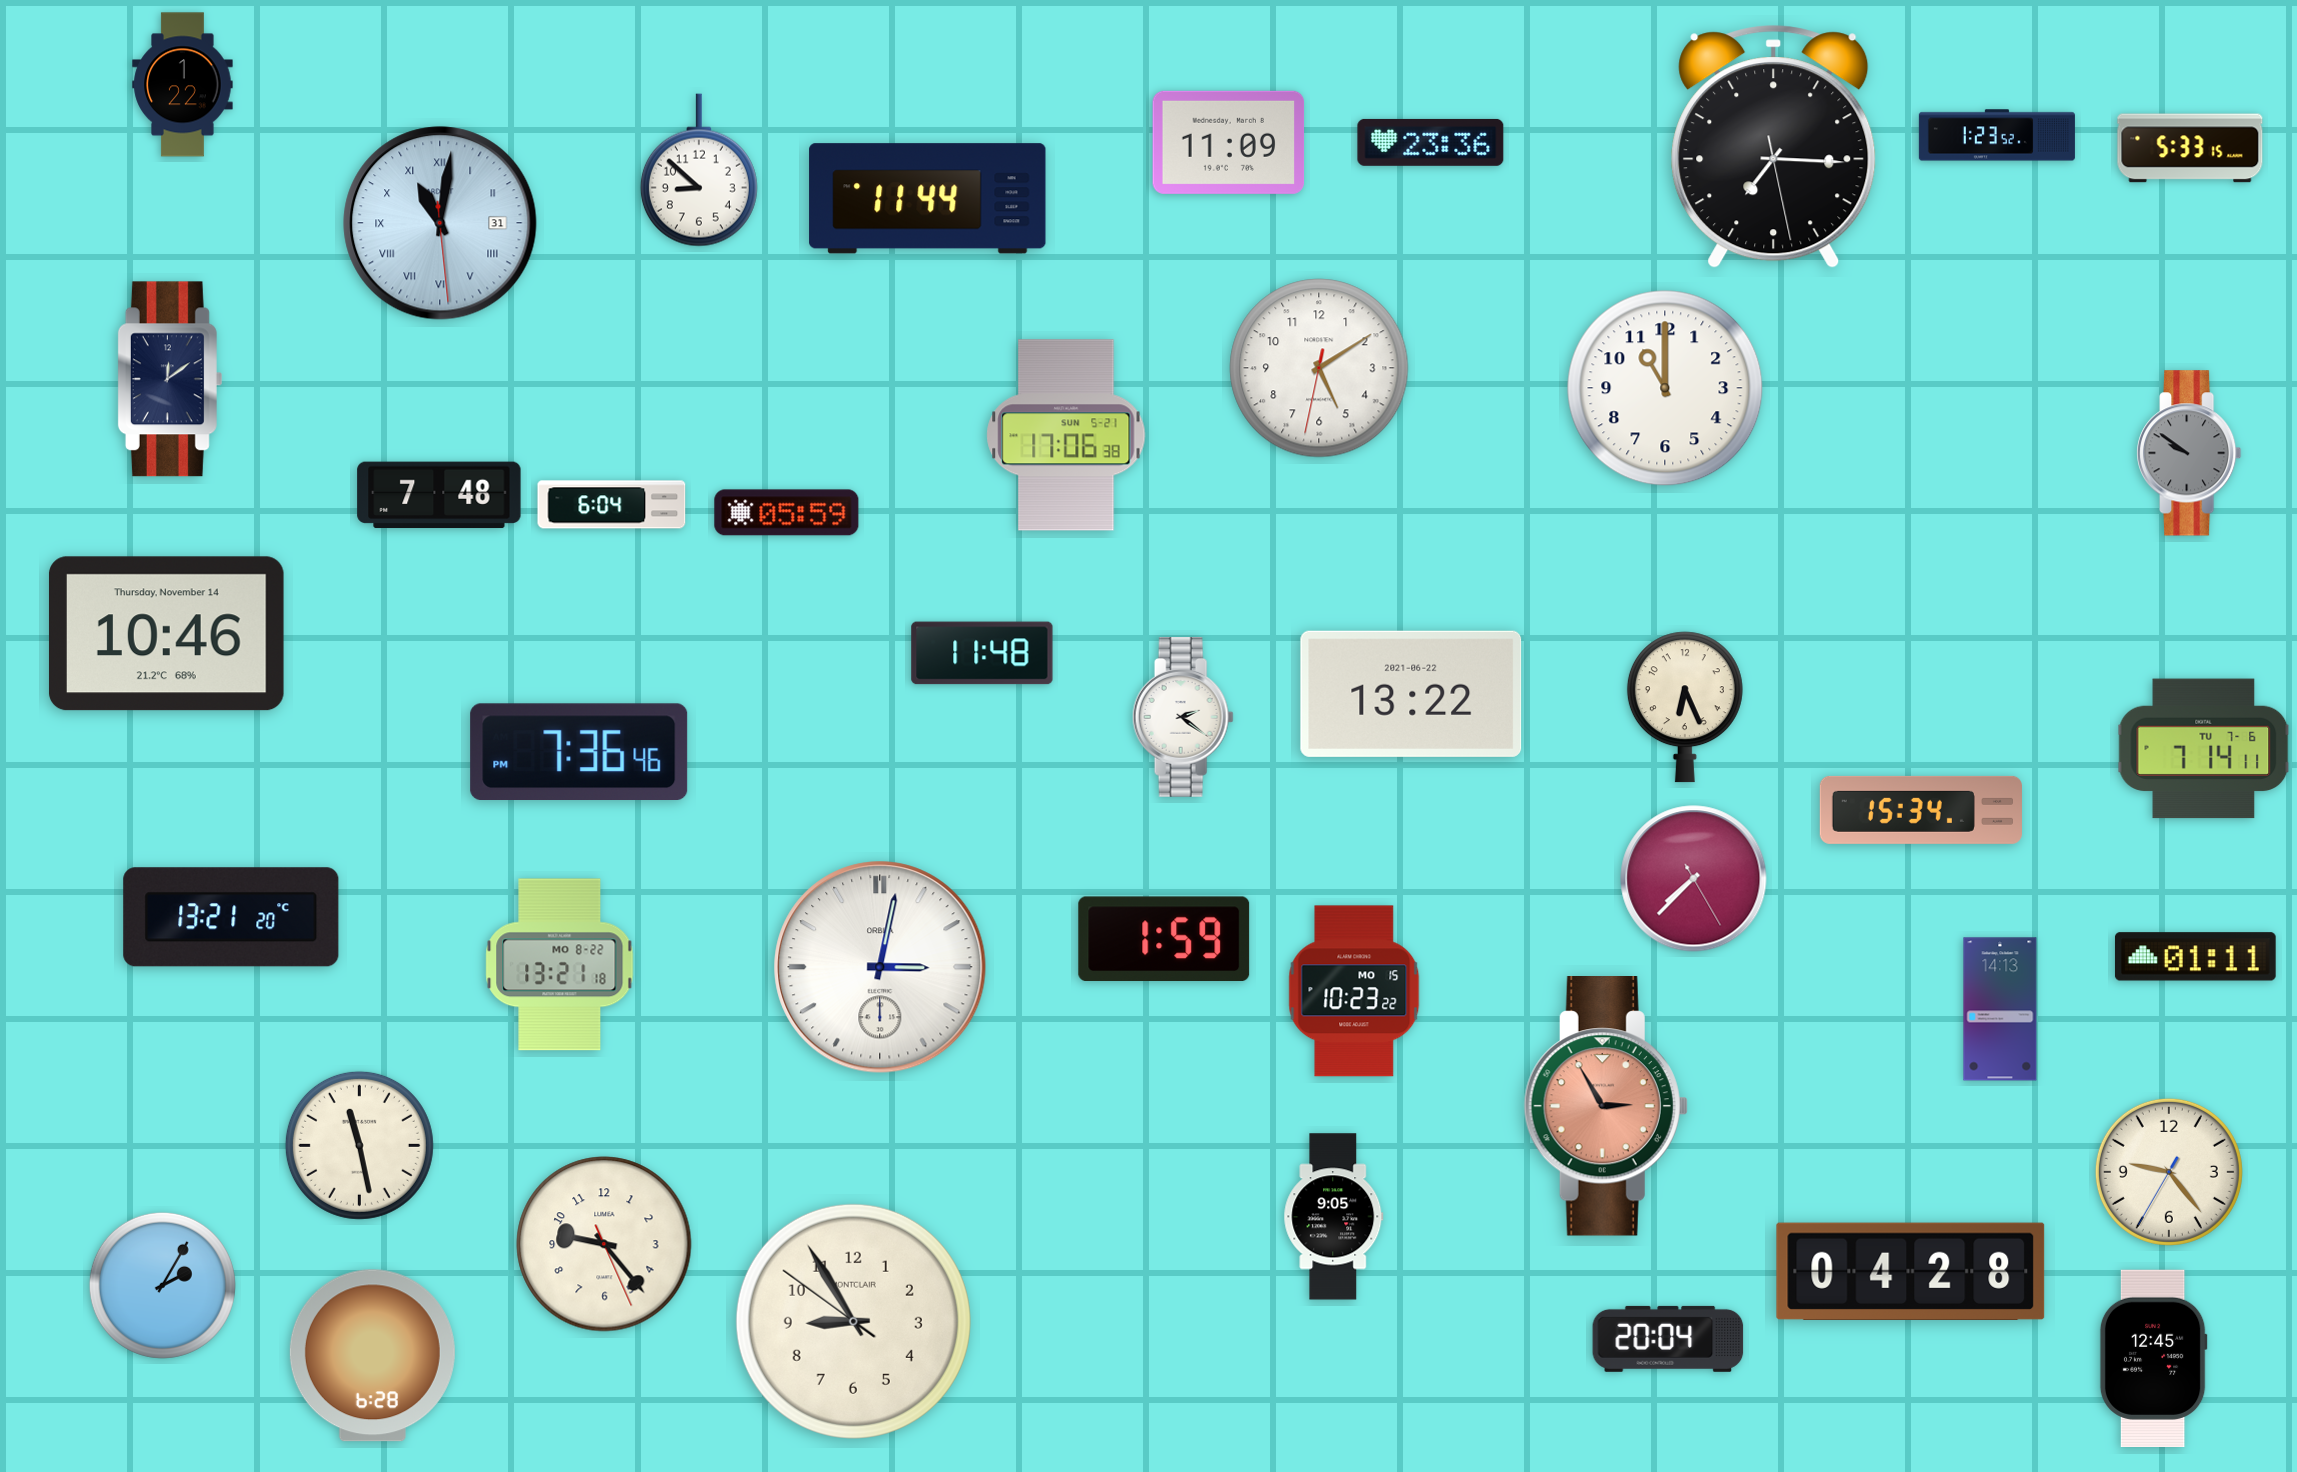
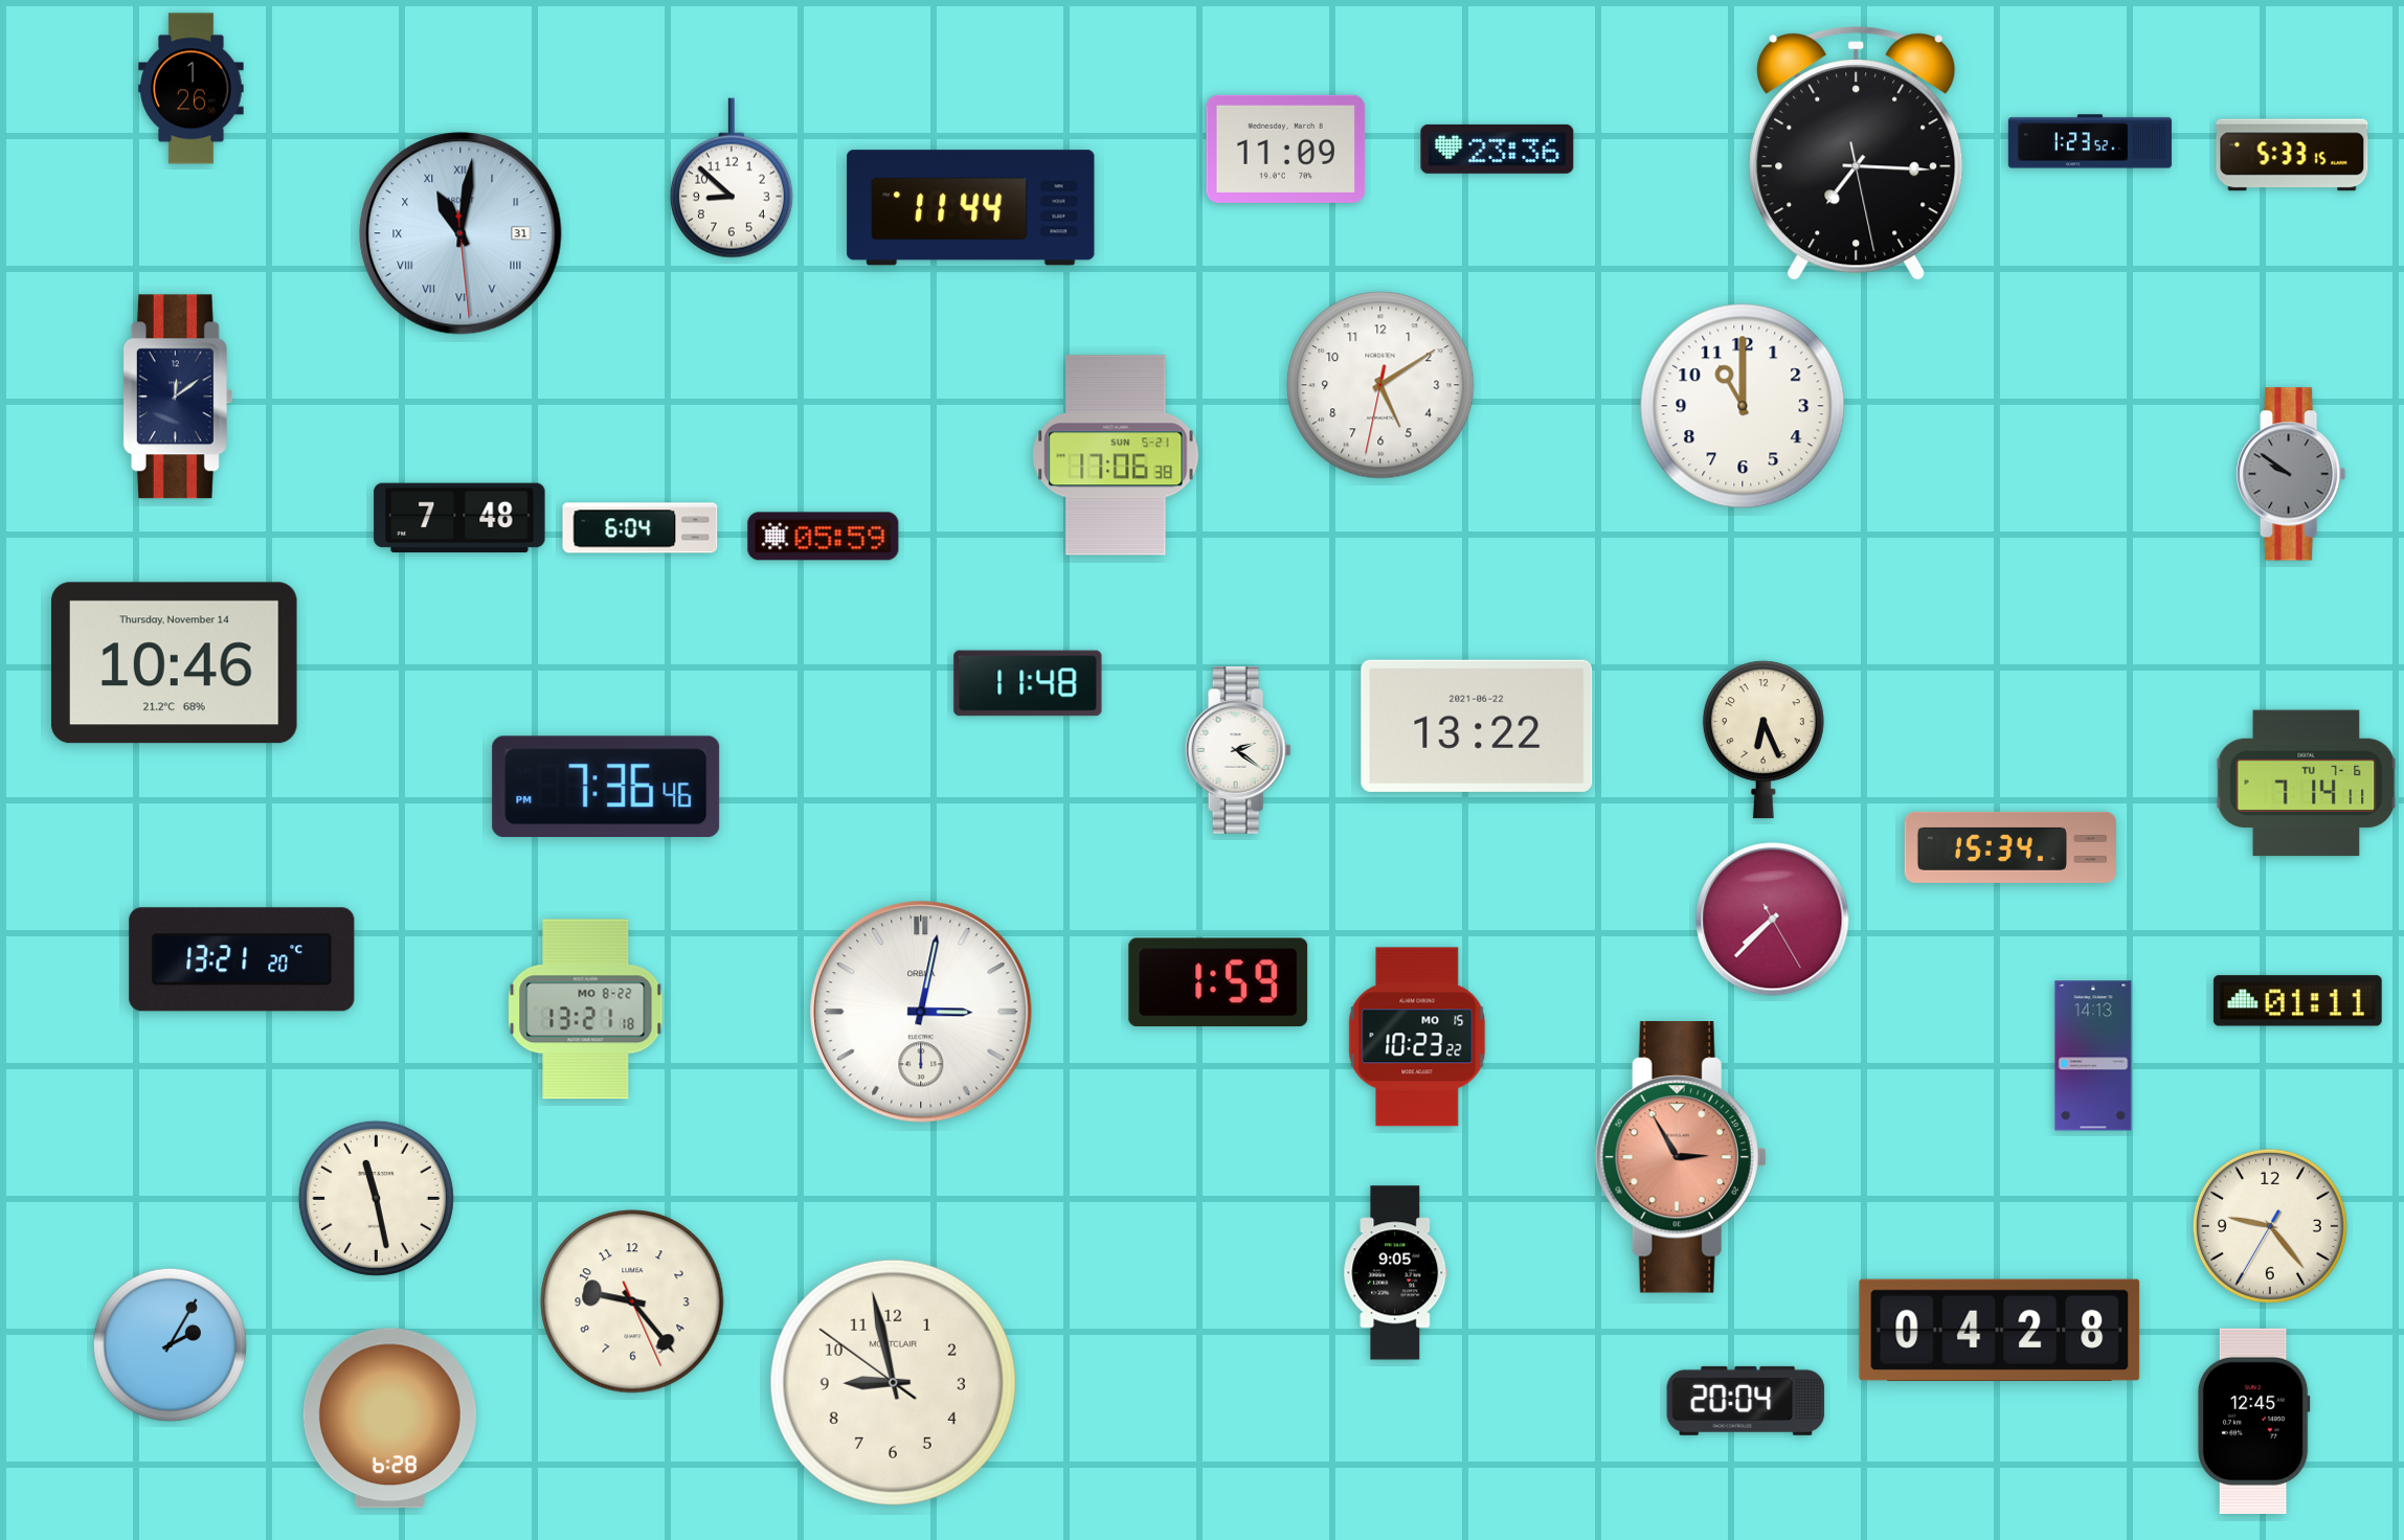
clock at (183, 85): 1:22 -> 1:26
clock at (853, 1321): 8:54 -> 8:57
